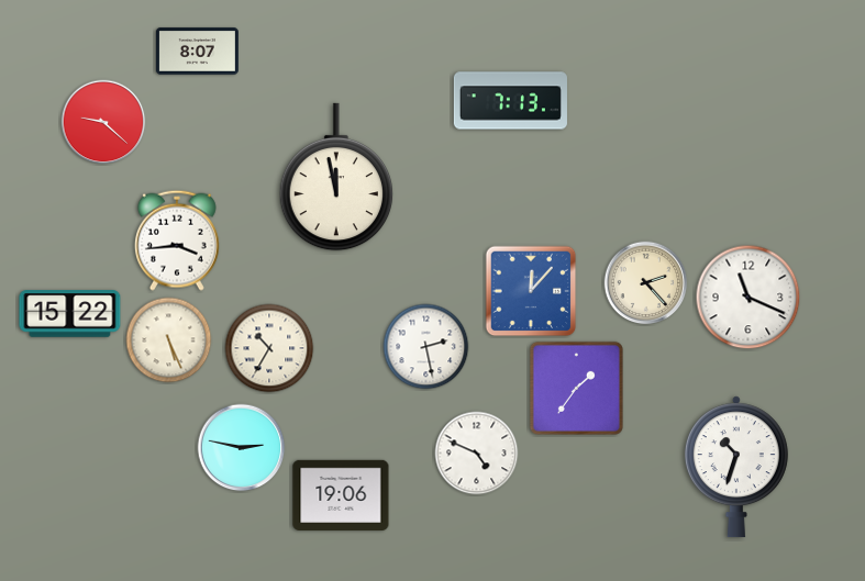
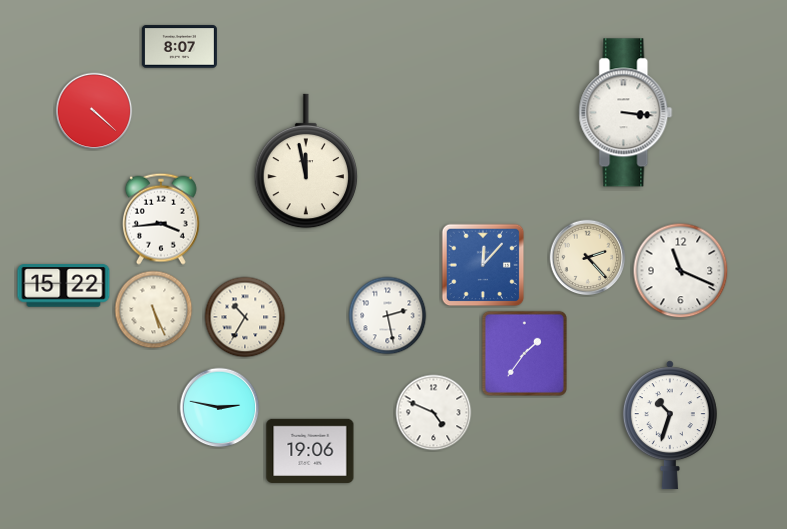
clock at (510, 101): 7:13 -> none
clock at (103, 122): 9:22 -> 4:22
clock at (626, 113): none -> 3:16
